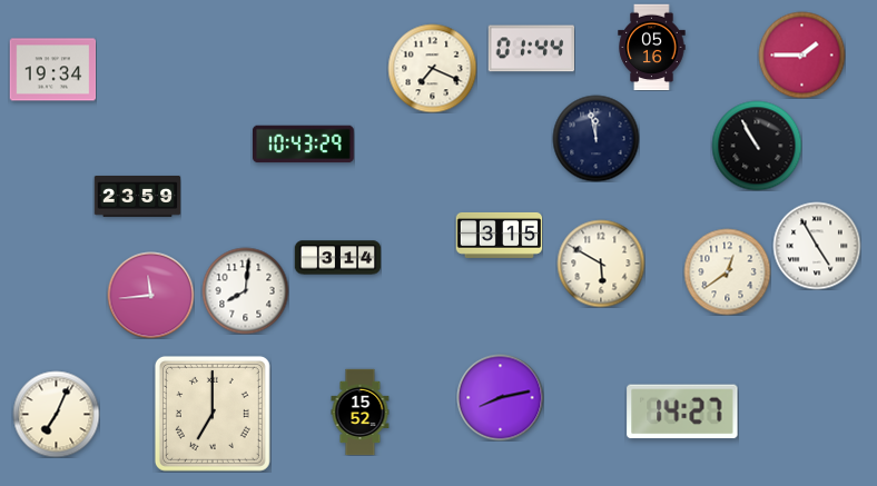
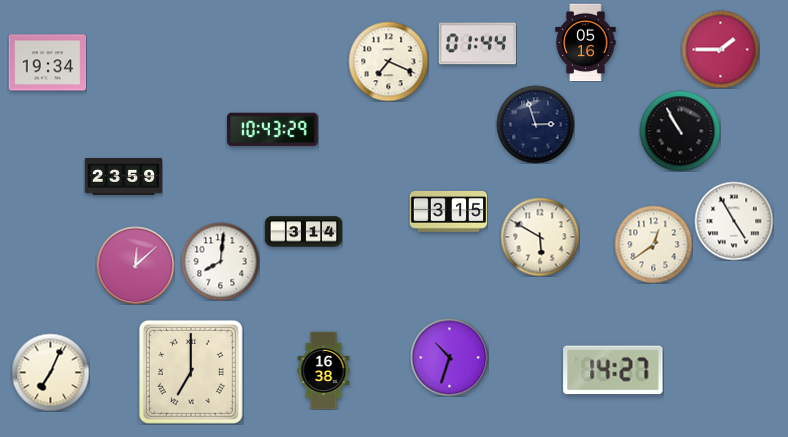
clock at (595, 138): 11:58 -> 2:57
clock at (150, 295): 11:44 -> 12:08
clock at (500, 397): 8:13 -> 10:33
clock at (361, 411): 15:52 -> 16:38
